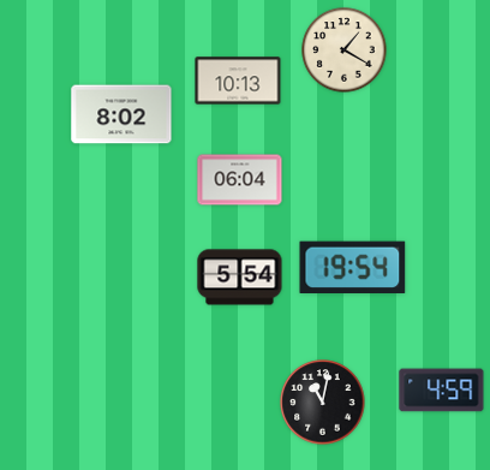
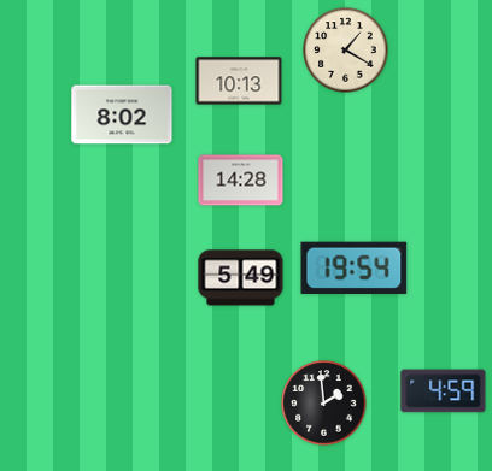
clock at (240, 180): 06:04 -> 14:28
clock at (240, 278): 5:54 -> 5:49
clock at (323, 403): 11:02 -> 1:59
